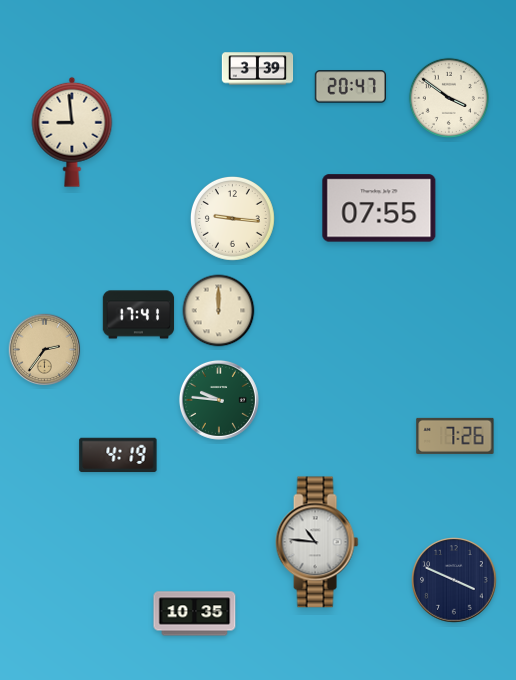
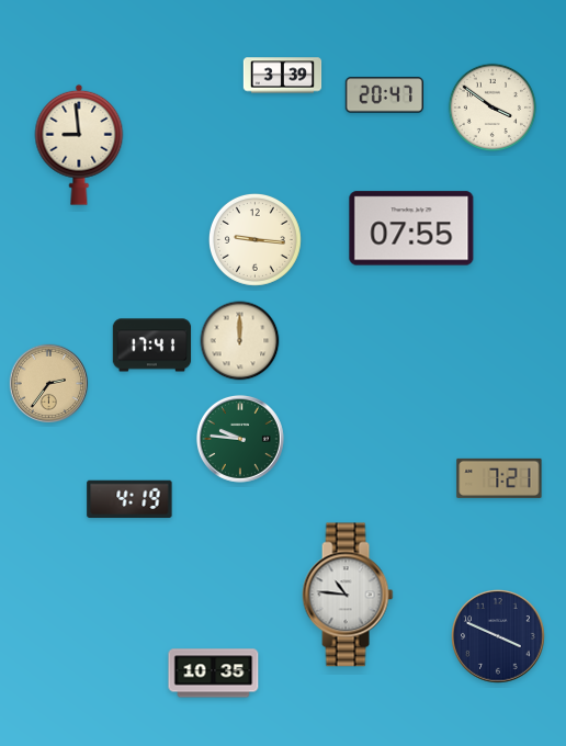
clock at (379, 208) position: (379, 208) -> (411, 228)
clock at (455, 436): 7:26 -> 7:21
